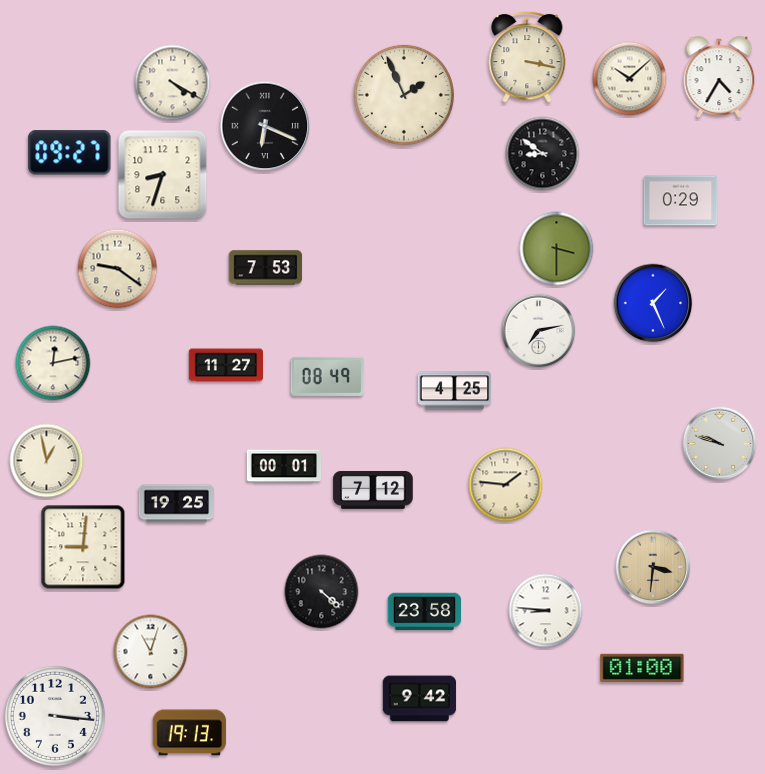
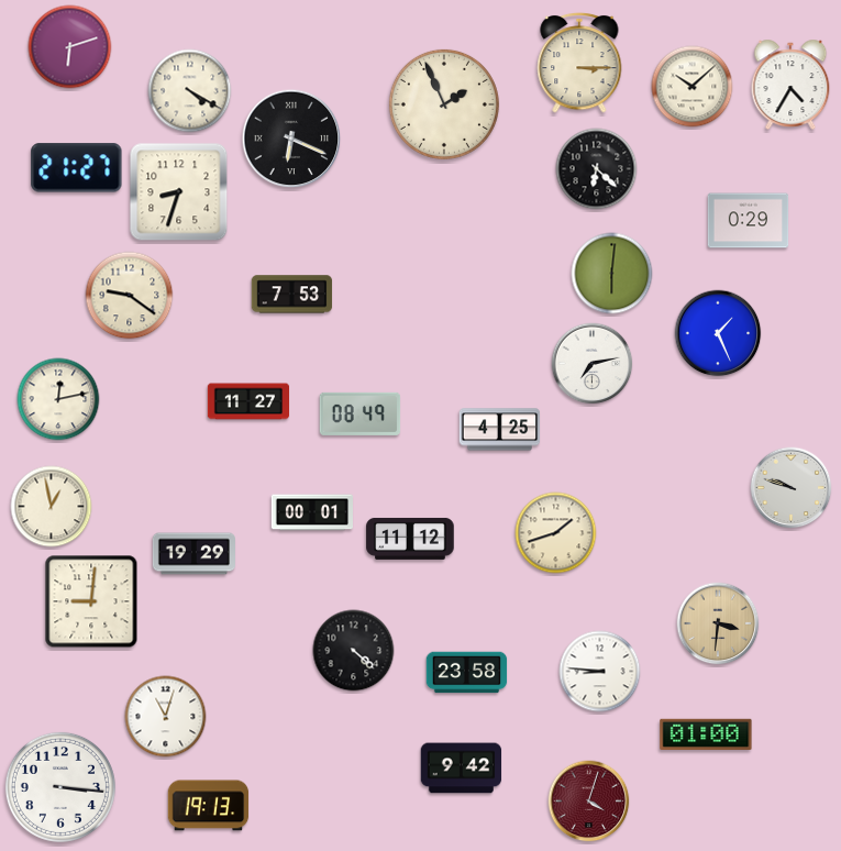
clock at (70, 47): none -> 6:12
clock at (527, 57): 3:17 -> 3:15
clock at (70, 153): 09:27 -> 21:27
clock at (543, 154): 8:51 -> 6:22
clock at (557, 249): 3:30 -> 6:01
clock at (506, 485): 1:46 -> 1:42
clock at (373, 490): 7:12 -> 11:12
clock at (176, 504): 19:25 -> 19:29
clock at (589, 802): none -> 4:03
